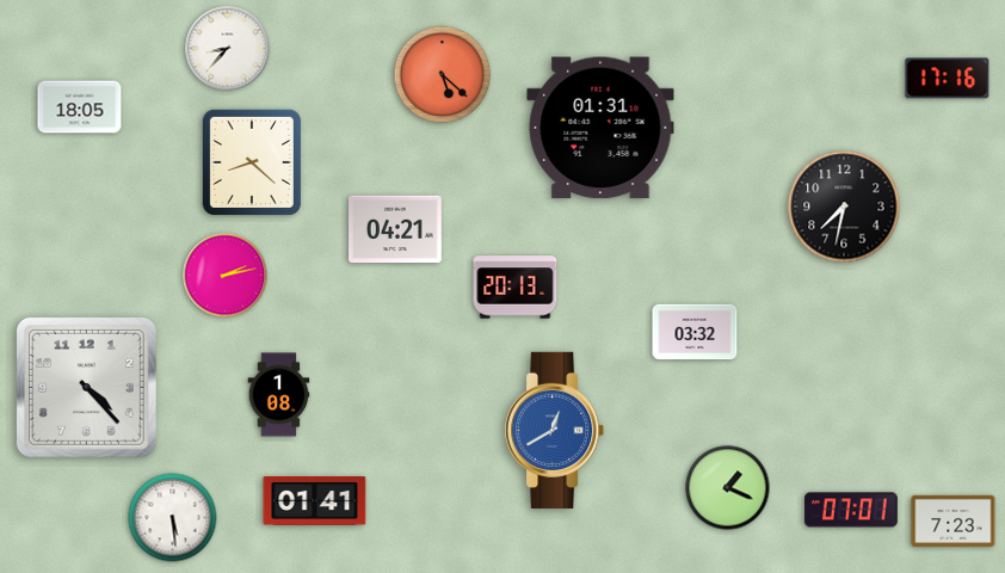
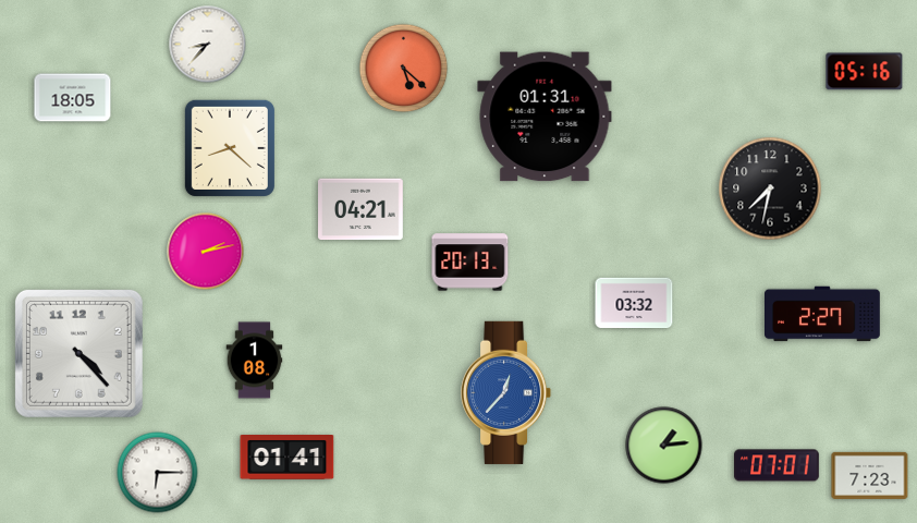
clock at (948, 79): 17:16 -> 05:16
clock at (600, 128) position: (600, 128) -> (545, 117)
clock at (823, 314): none -> 2:27
clock at (555, 430): 12:40 -> 12:37
clock at (728, 488): 1:19 -> 1:14
clock at (173, 518): 5:29 -> 6:15
